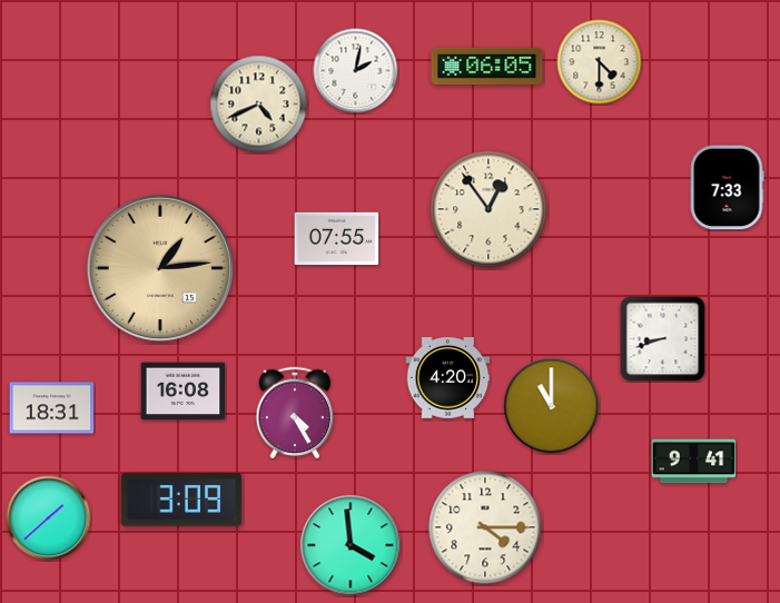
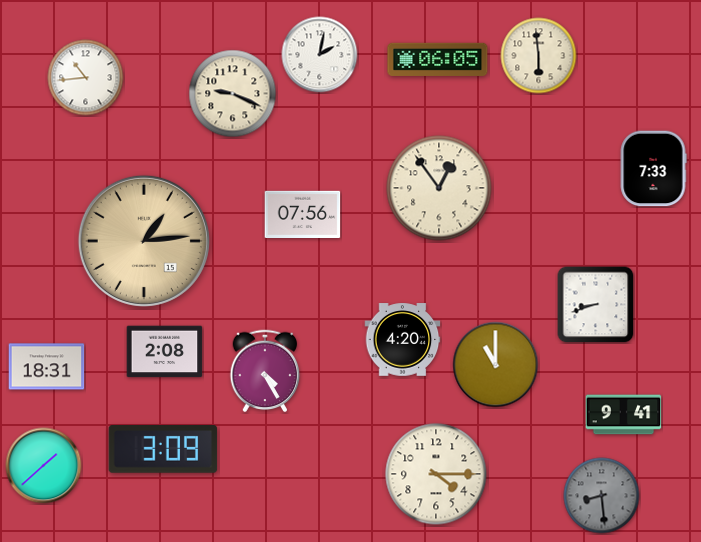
clock at (600, 62): 4:30 -> 5:59
clock at (356, 71) position: (356, 71) -> (320, 55)
clock at (86, 78): none -> 10:44
clock at (259, 105): 4:41 -> 9:19
clock at (337, 238): 07:55 -> 07:56
clock at (184, 392): 16:08 -> 2:08
clock at (350, 545): 3:59 -> none
clock at (602, 496): none -> 8:29
